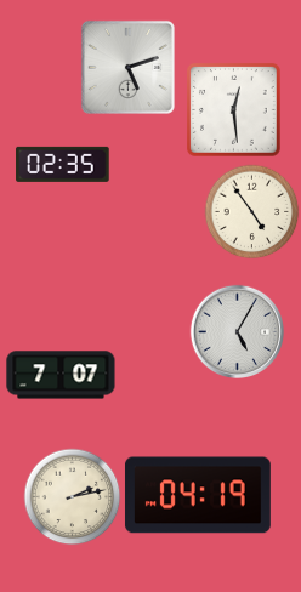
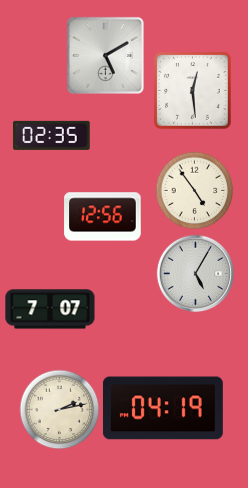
clock at (127, 67): 5:12 -> 5:10
clock at (251, 211) position: (251, 211) -> (194, 190)
clock at (103, 217): none -> 12:56
